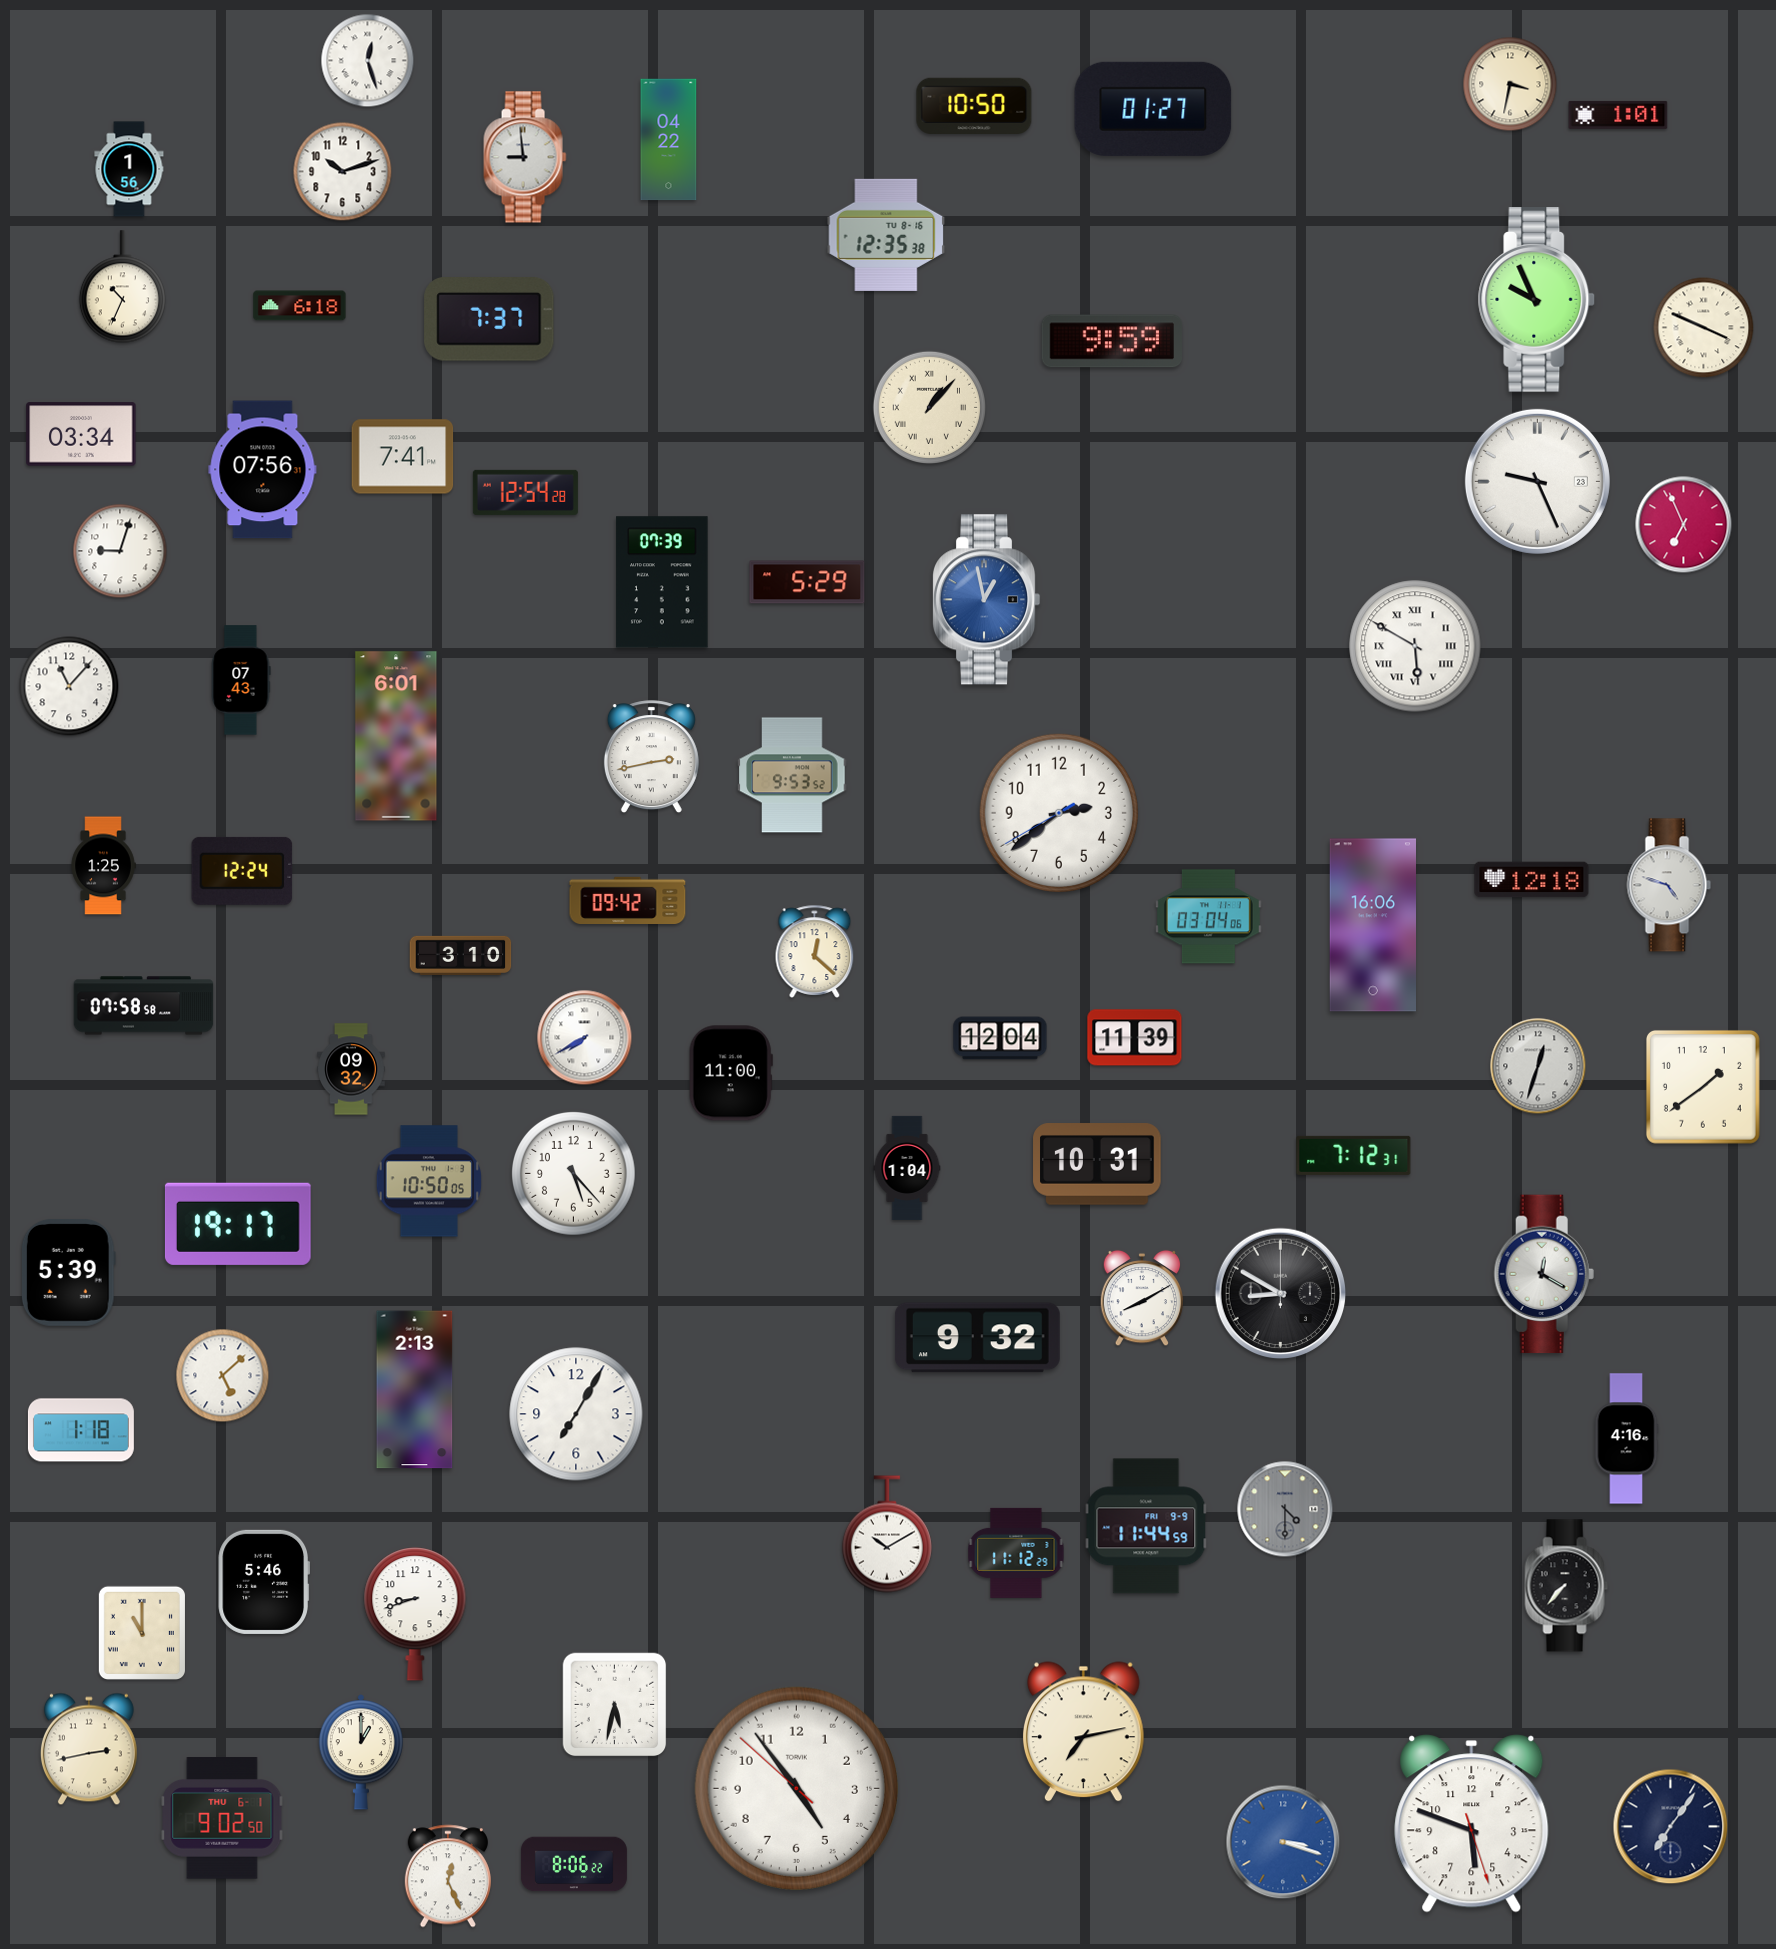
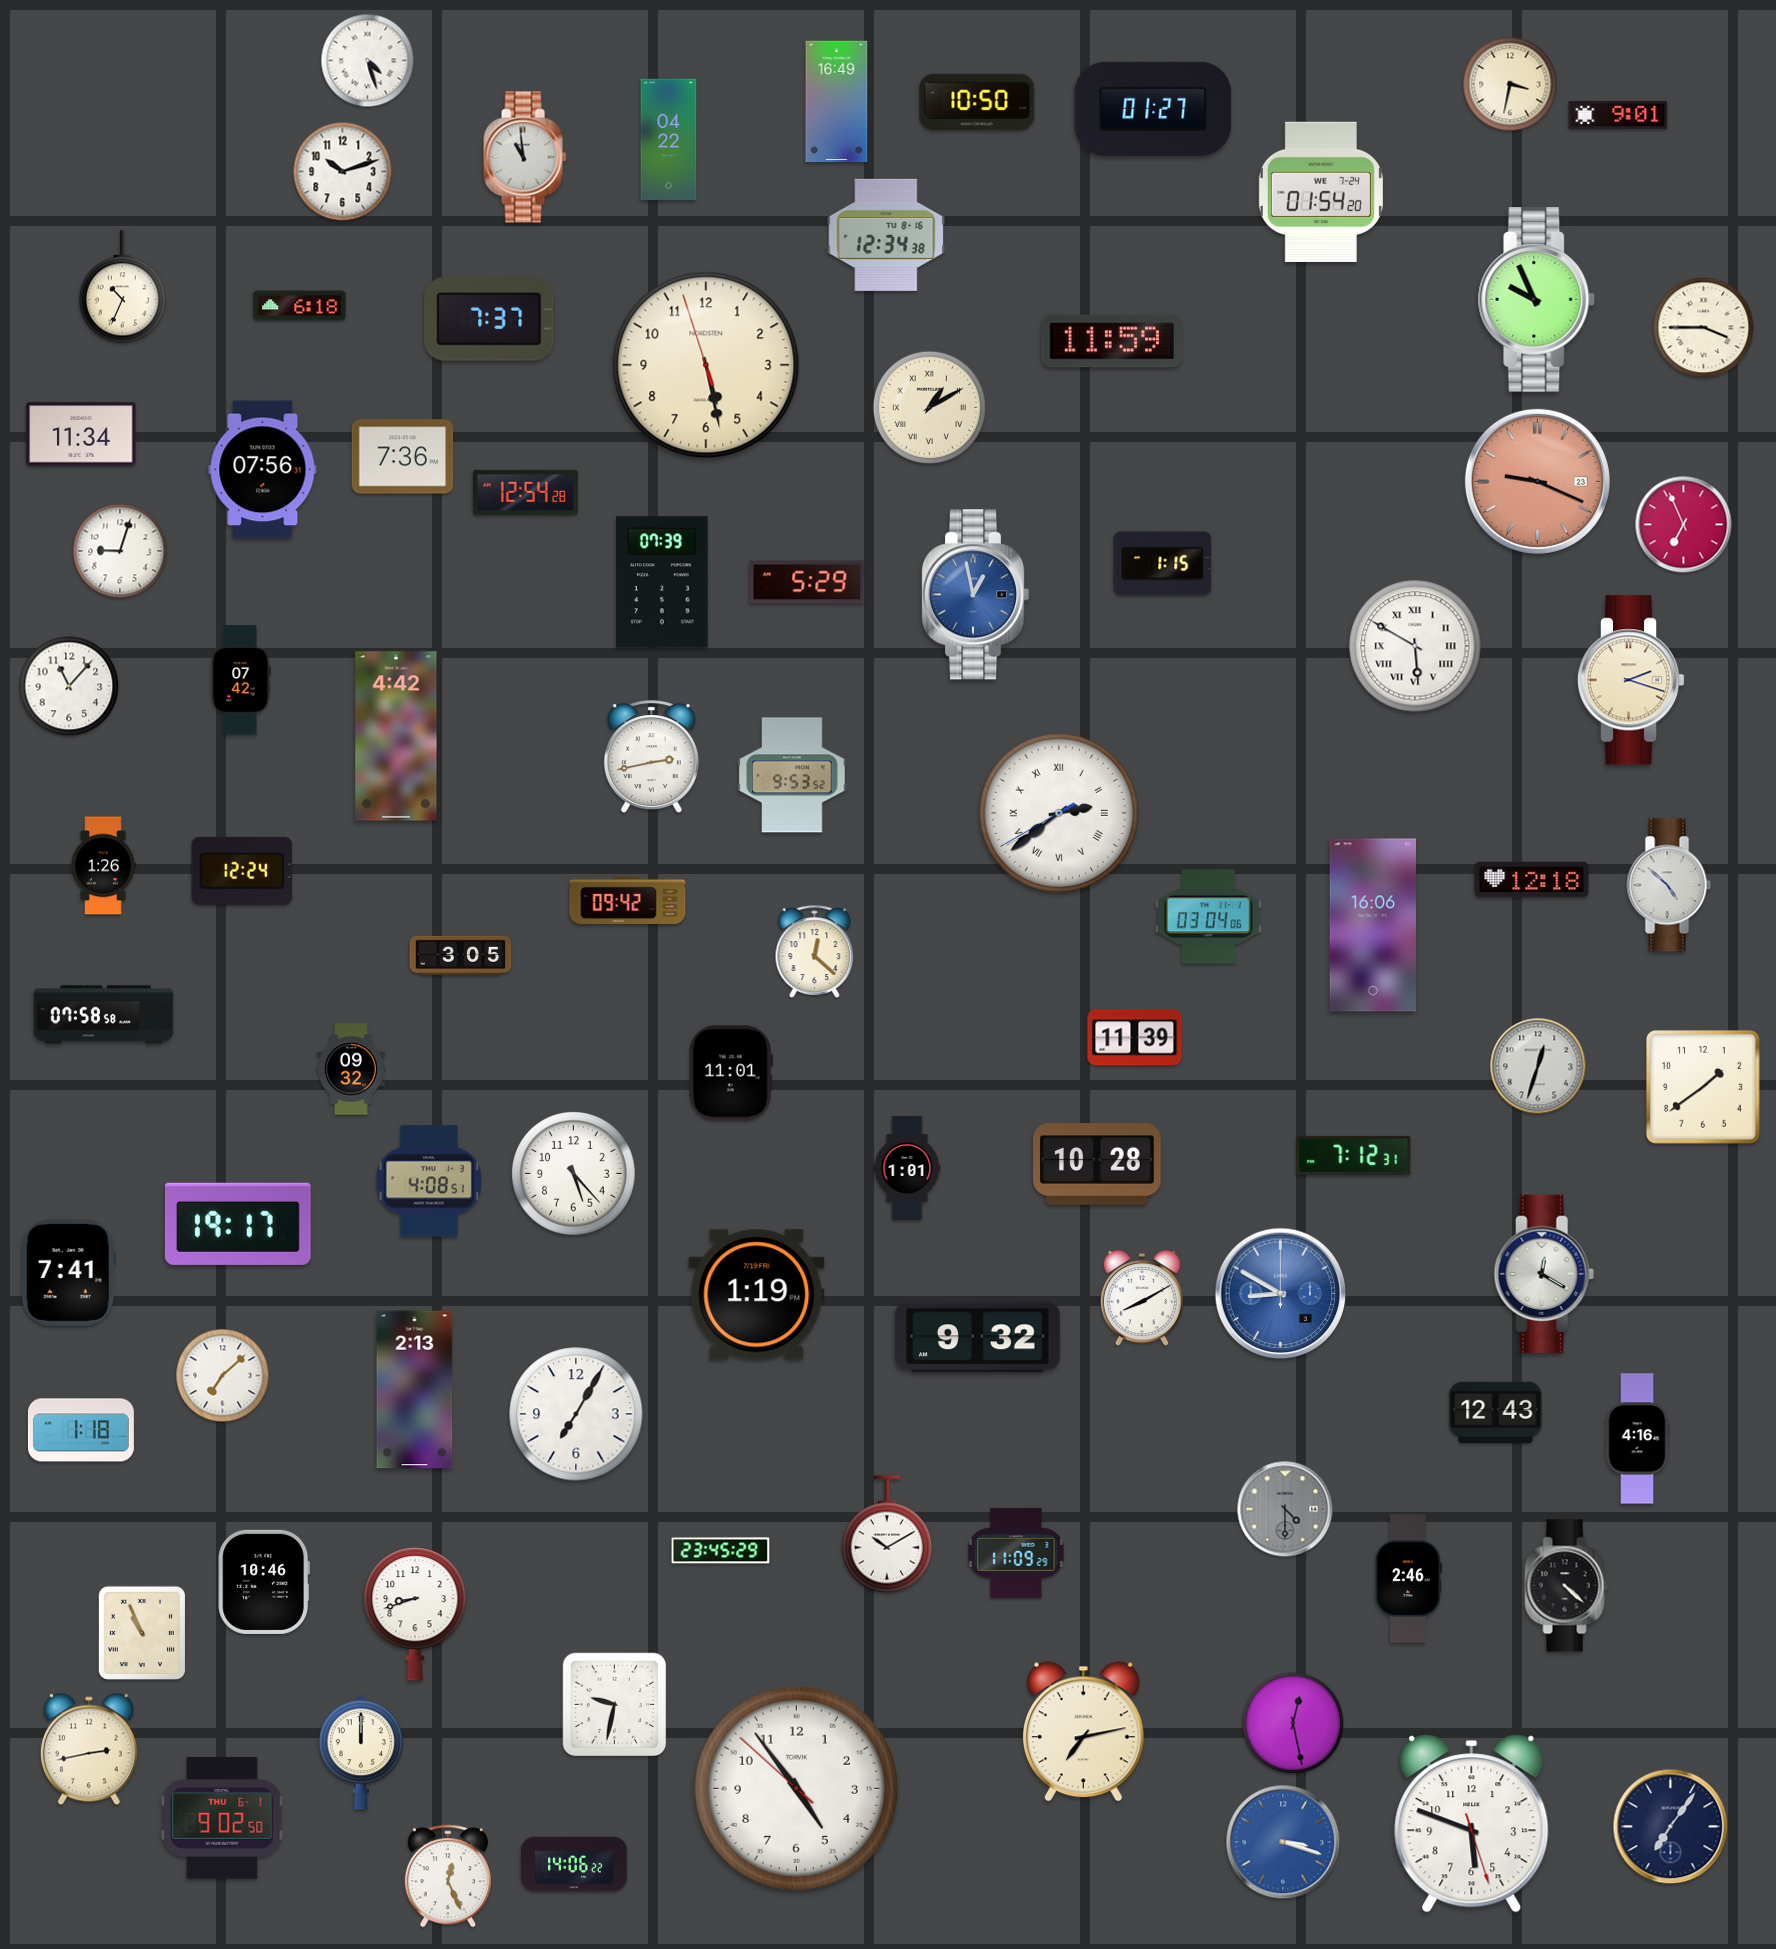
clock at (368, 61): 12:27 -> 4:27
clock at (837, 102): none -> 16:49
clock at (974, 105) position: (974, 105) -> (977, 101)
clock at (1618, 115): 1:01 -> 9:01
clock at (525, 157): 8:59 -> 10:59
clock at (129, 169): 1:56 -> none
clock at (1321, 191): none -> 01:54
clock at (886, 235): 12:35 -> 12:34
clock at (1704, 328): 3:49 -> 3:45
clock at (1111, 341): 9:59 -> 11:59
clock at (706, 365): none -> 5:27
clock at (929, 407): 1:07 -> 1:10
clock at (81, 434): 03:34 -> 11:34
clock at (403, 457): 7:41 -> 7:36
clock at (1537, 481): 9:26 -> 9:19
clock at (1537, 481) dial: white -> salmon
clock at (1163, 564): none -> 1:15
clock at (986, 600) position: (986, 600) -> (975, 595)
clock at (241, 680): 07:43 -> 07:42
clock at (1631, 680): none -> 2:18
clock at (396, 736): 6:01 -> 4:42
clock at (1059, 813) numerals: Arabic -> Roman
clock at (103, 866): 1:25 -> 1:26
clock at (1669, 885): 4:48 -> 4:52
clock at (461, 955): 3:10 -> 3:05
clock at (144, 1006) position: (144, 1006) -> (104, 1015)
clock at (585, 1038): 7:40 -> none
clock at (1000, 1038): 12:04 -> none
clock at (731, 1073): 11:00 -> 11:01
clock at (1097, 1164): 10:31 -> 10:28
clock at (907, 1168): 1:04 -> 1:01
clock at (429, 1181): 10:50 -> 4:08
clock at (68, 1272): 5:39 -> 7:41
clock at (1281, 1294) dial: black -> blue
clock at (757, 1295): none -> 1:19
clock at (223, 1376): 5:08 -> 7:08
clock at (1496, 1412): none -> 12:43
clock at (1626, 1439) position: (1626, 1439) -> (1637, 1439)
clock at (1146, 1526): 11:44 -> none
clock at (721, 1551): none -> 23:45
clock at (1016, 1553): 11:12 -> 11:09
clock at (1408, 1579): none -> 2:46
clock at (263, 1582): 5:46 -> 10:46
clock at (1567, 1586): 7:37 -> 4:22
clock at (142, 1633): 11:00 -> 10:56
clock at (615, 1705): 5:32 -> 9:32
clock at (1293, 1723): none -> 12:28
clock at (360, 1752): 1:00 -> 12:00
clock at (574, 1864): 8:06 -> 14:06
